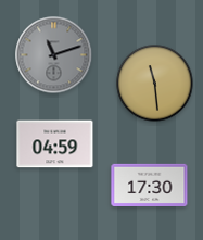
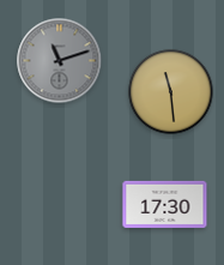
clock at (55, 144): 04:59 -> none
